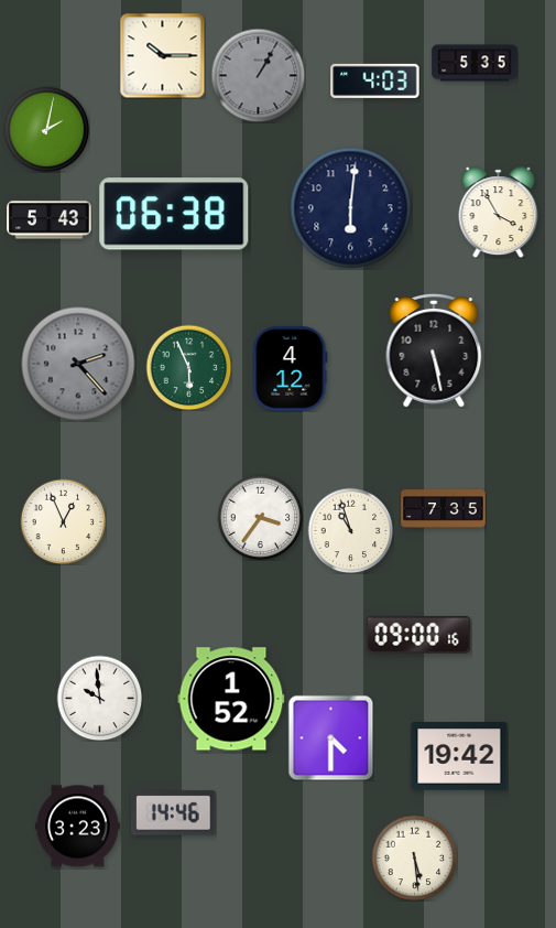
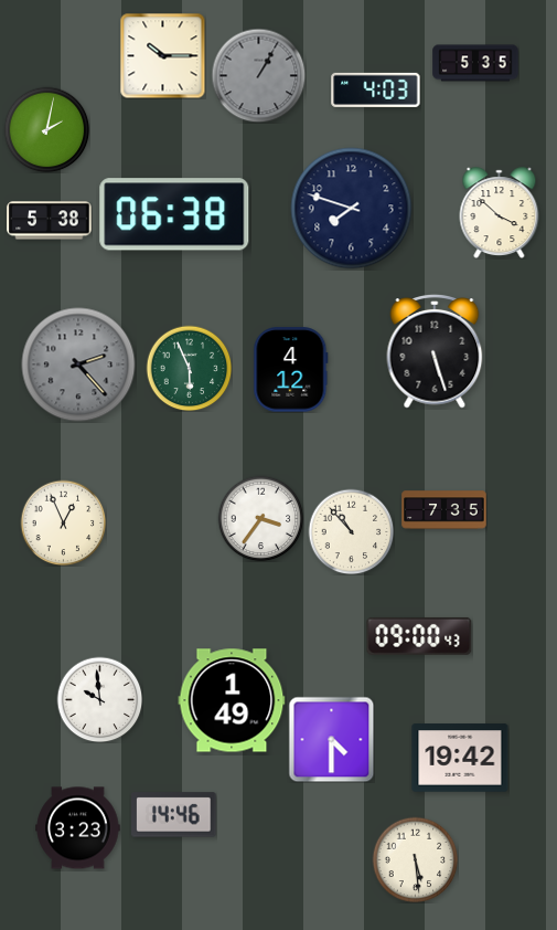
clock at (375, 80) position: (375, 80) -> (376, 89)
clock at (351, 208): 6:01 -> 7:48
clock at (499, 213): 3:55 -> 3:52
clock at (50, 220): 5:43 -> 5:38
clock at (434, 352): 5:28 -> 5:27
clock at (350, 530): 10:57 -> 10:53
clock at (418, 635): 09:00:16 -> 09:00:43
clock at (231, 699): 1:52 -> 1:49
